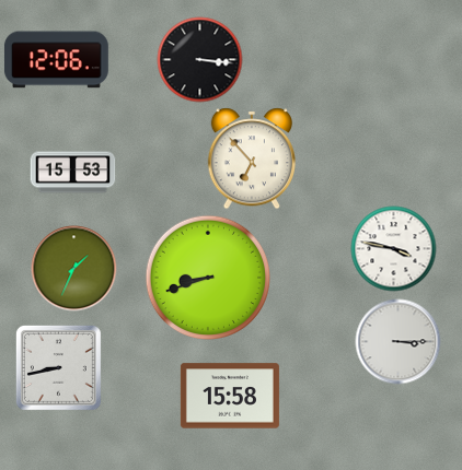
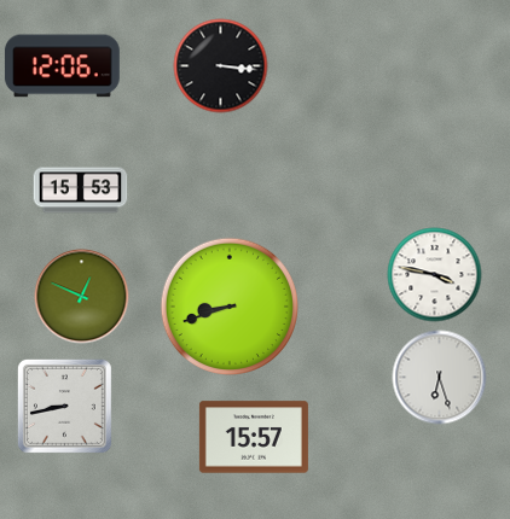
clock at (251, 158): 6:53 -> none
clock at (73, 268): 1:34 -> 12:49
clock at (397, 341): 3:15 -> 6:27
clock at (230, 396): 15:58 -> 15:57
